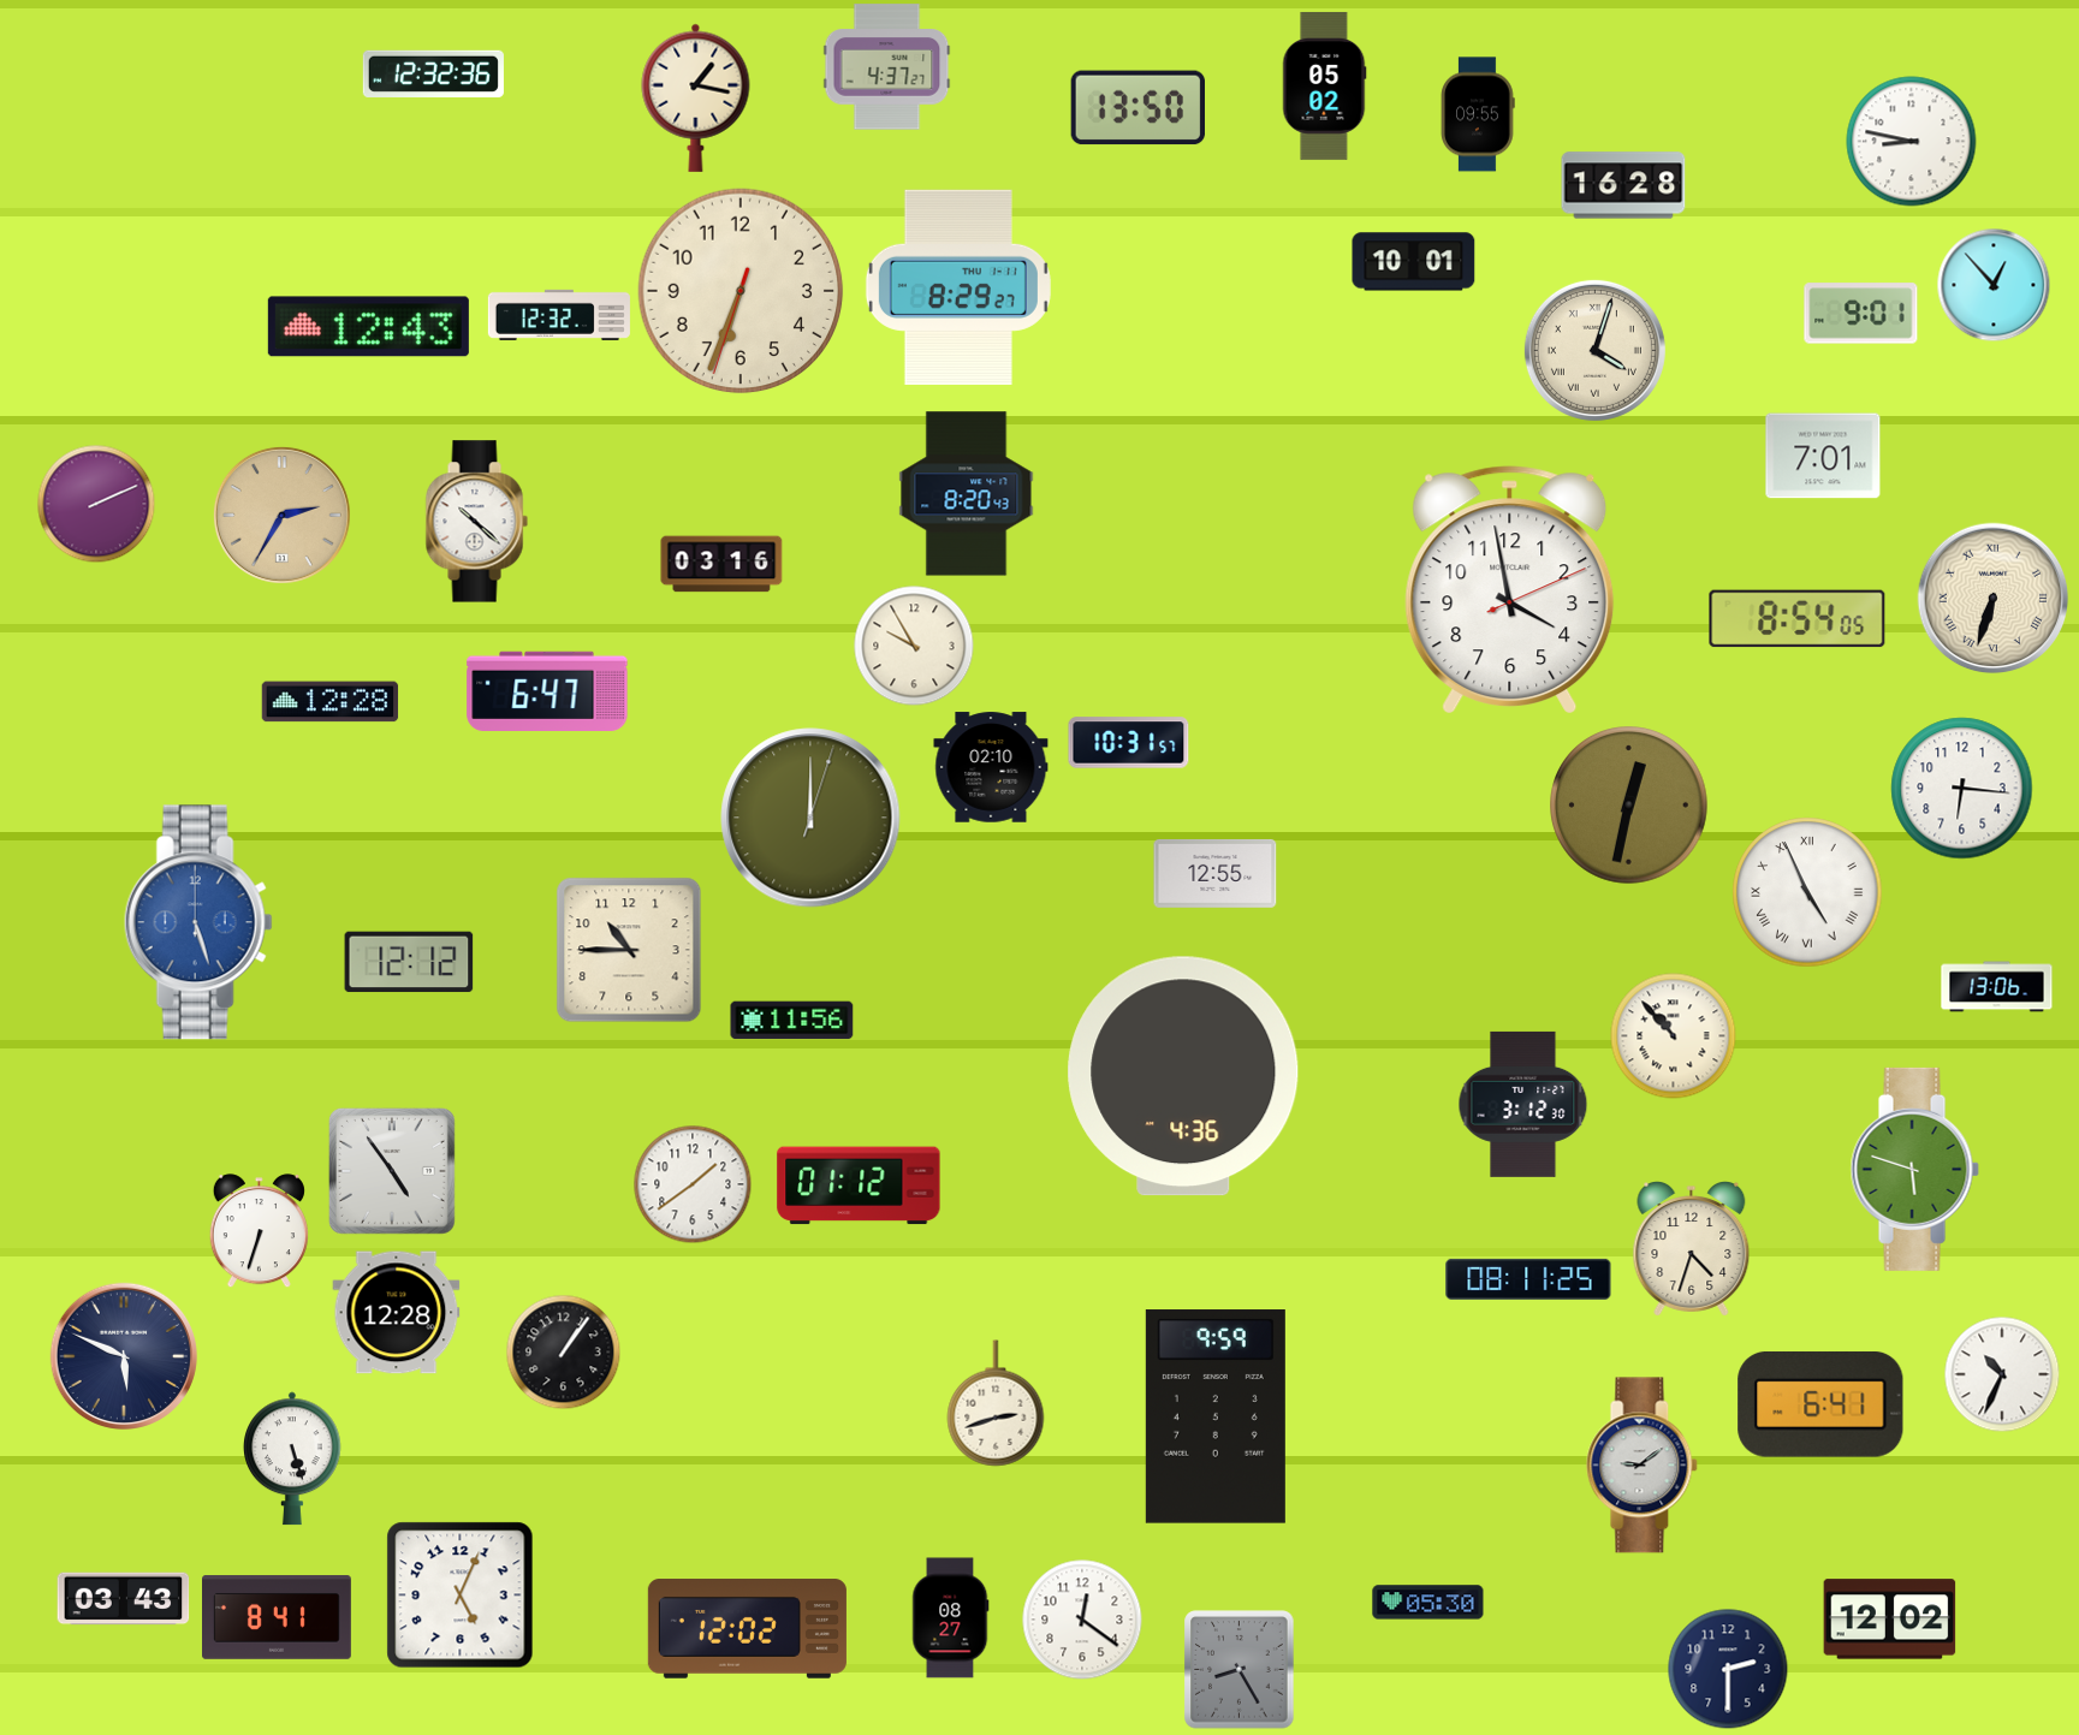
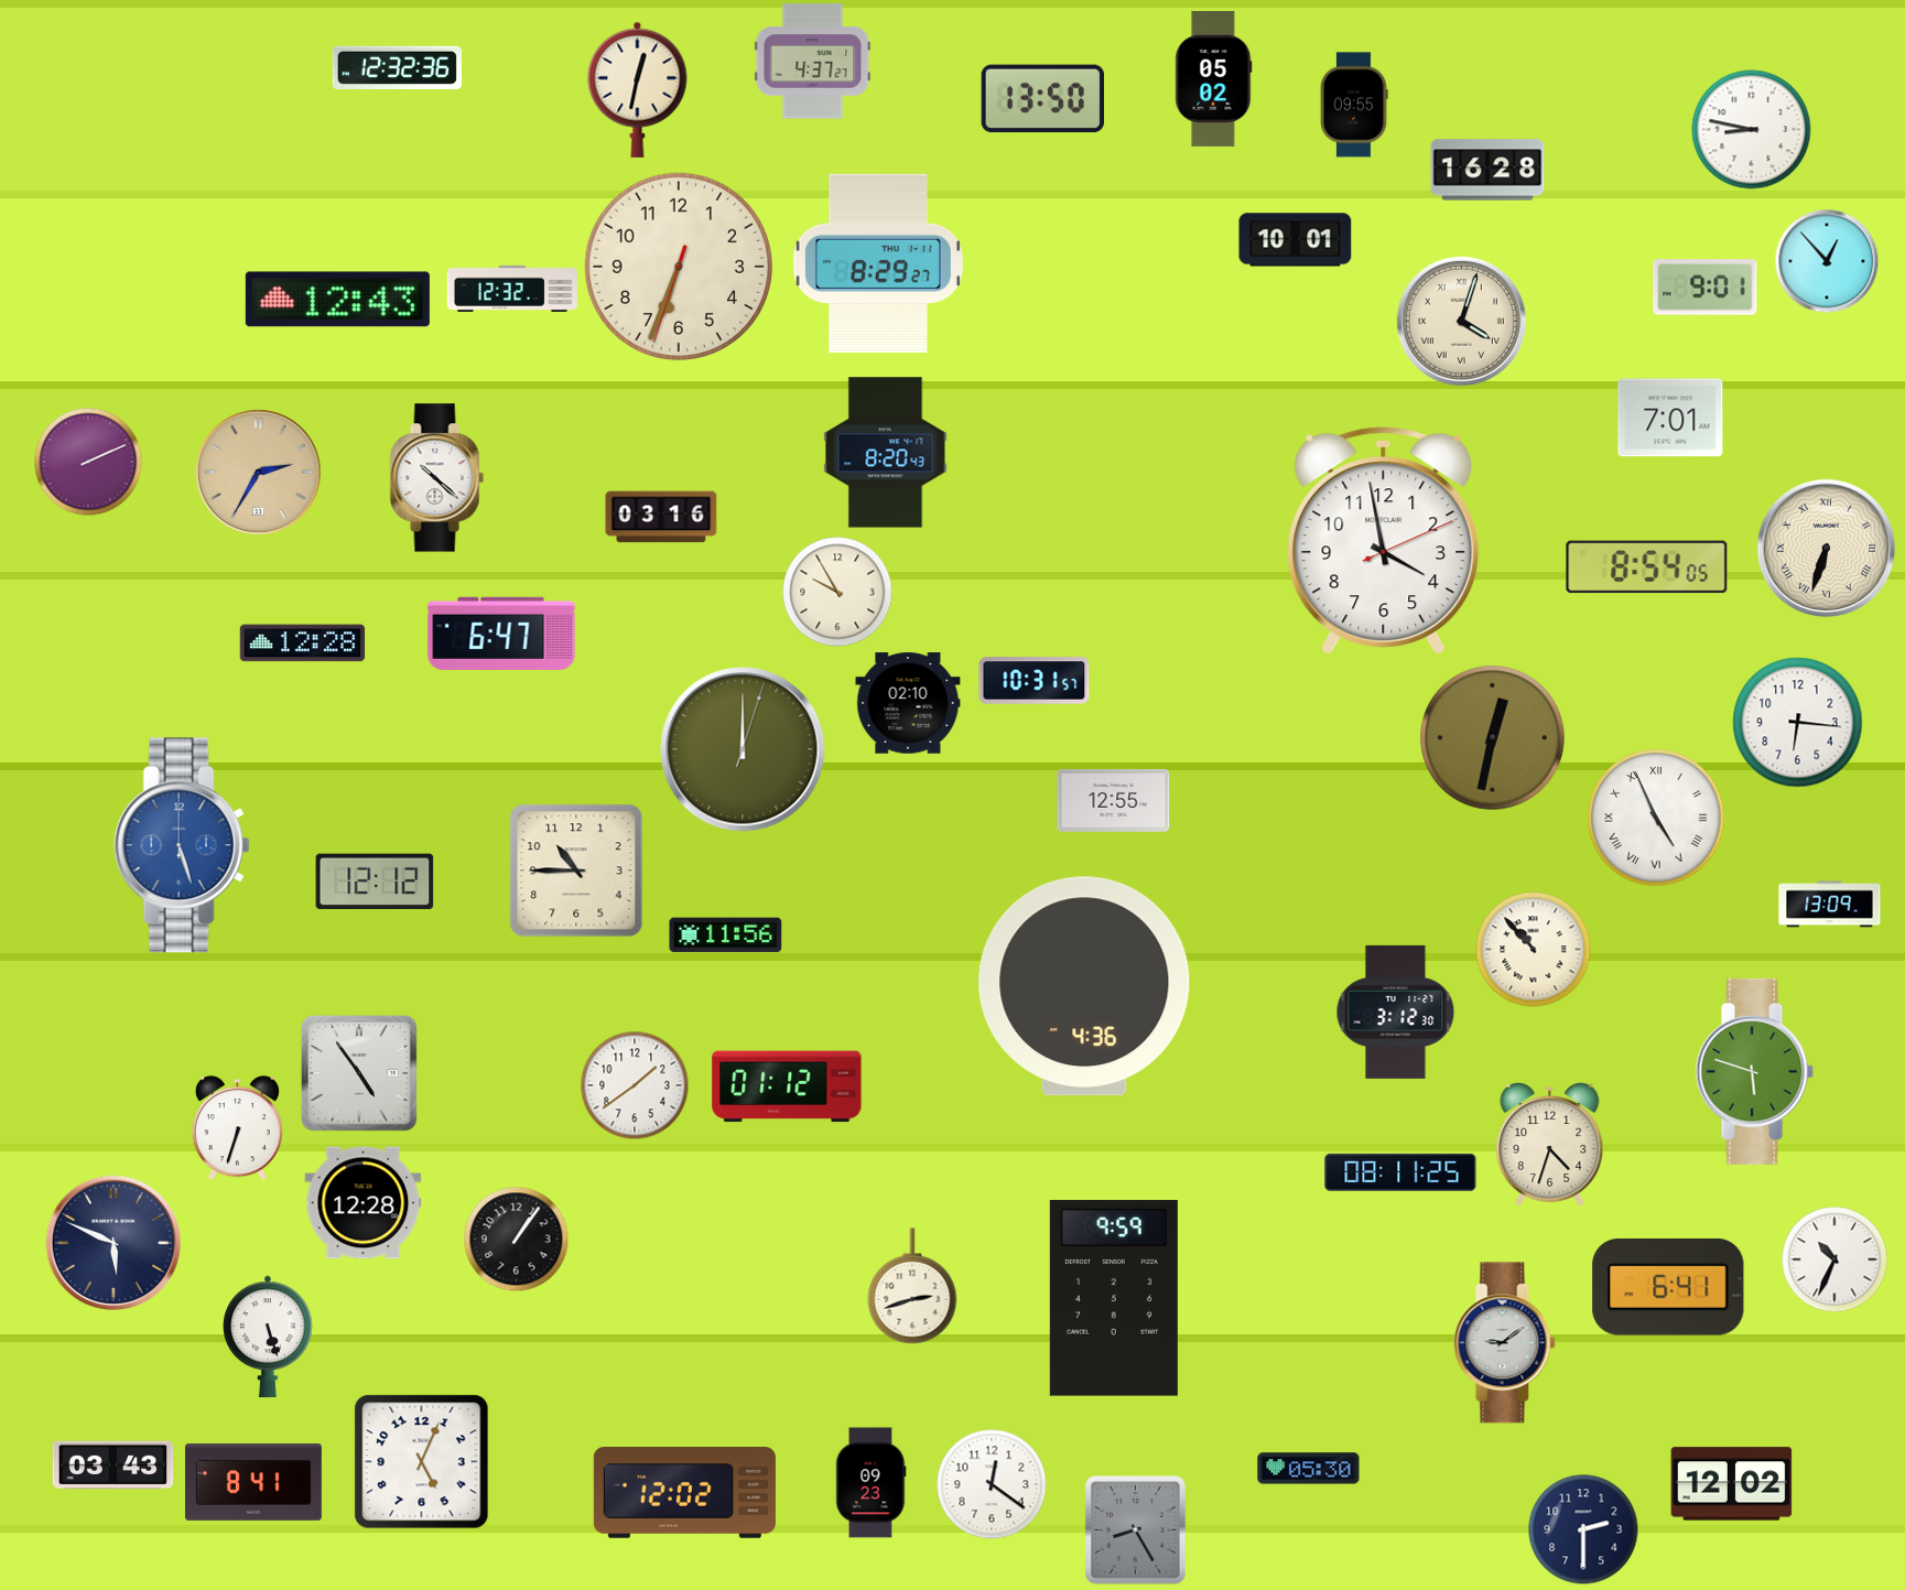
clock at (696, 97): 1:17 -> 12:32
clock at (1997, 987): 13:06 -> 13:09
clock at (950, 1618): 08:27 -> 09:23
